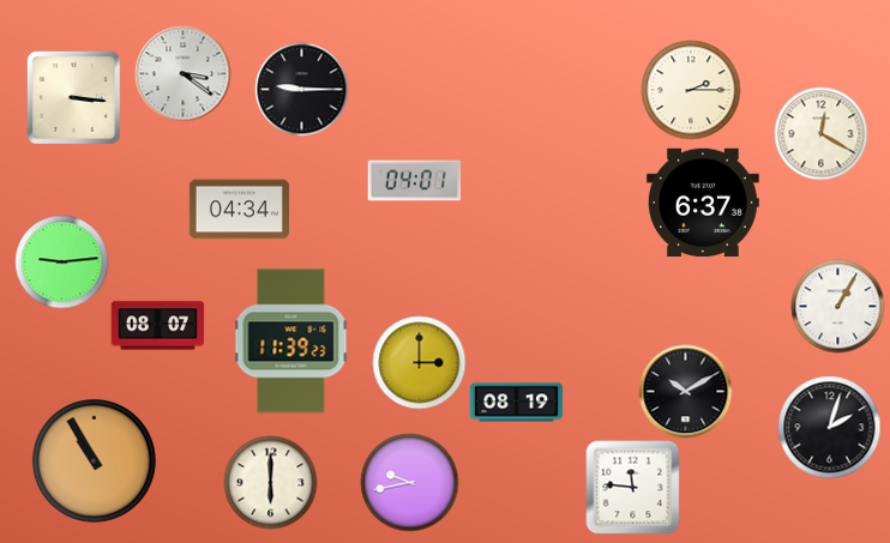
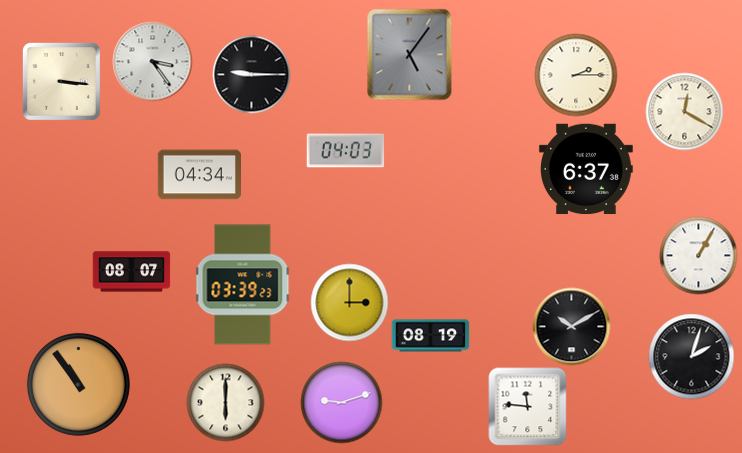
clock at (410, 54): none -> 5:06
clock at (182, 73): 3:21 -> 3:24
clock at (414, 181): 04:01 -> 04:03
clock at (61, 261): 9:14 -> none
clock at (291, 342): 11:39 -> 03:39
clock at (94, 460): 10:55 -> 10:54
clock at (409, 482): 9:43 -> 9:12
